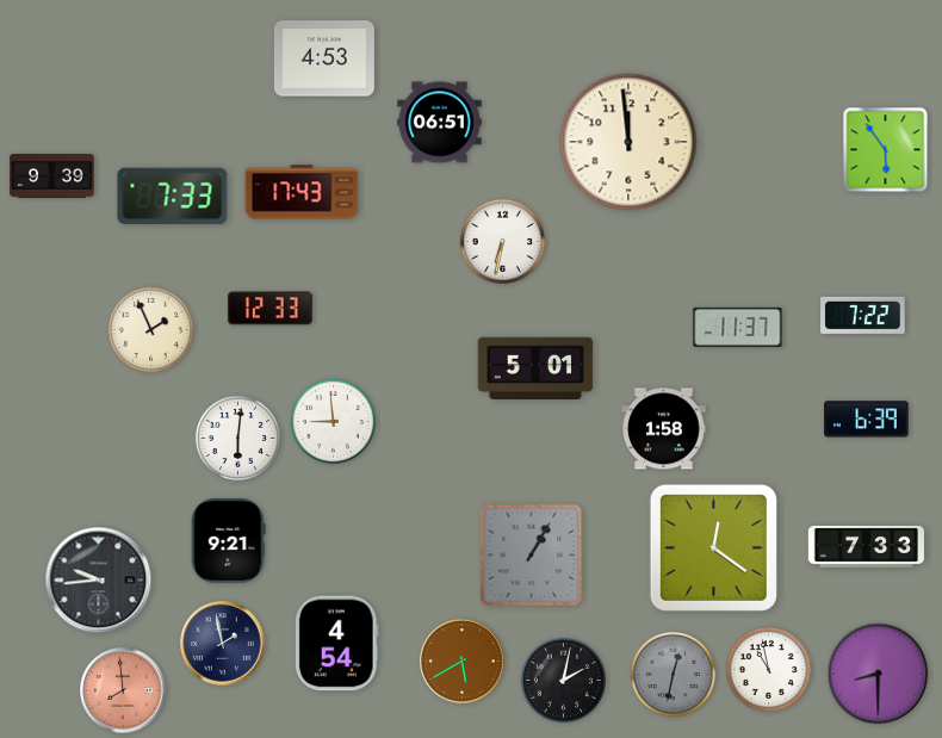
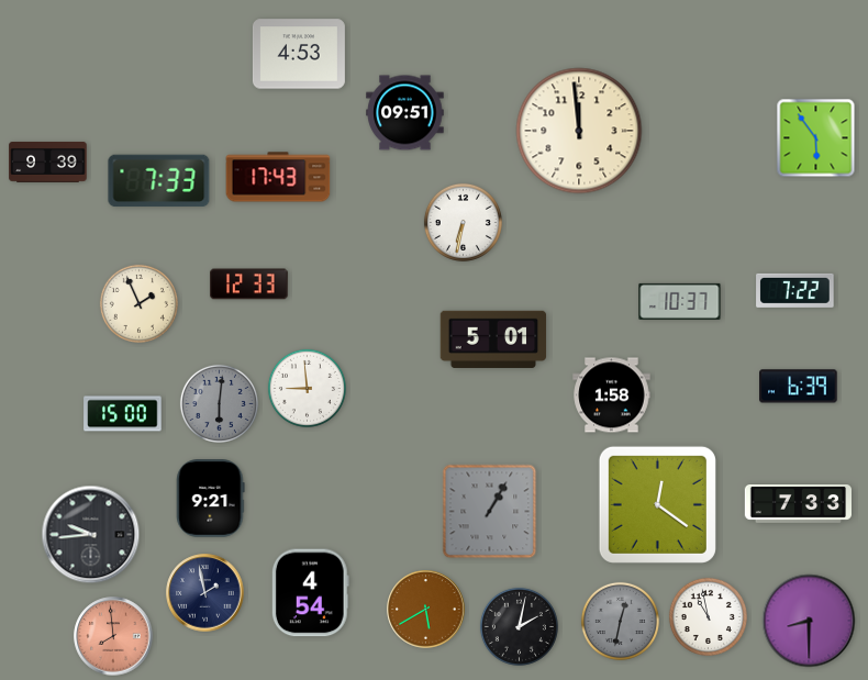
clock at (440, 123): 06:51 -> 09:51
clock at (738, 327): 11:37 -> 10:37
clock at (237, 438) dial: white -> grey
clock at (123, 414): none -> 15:00
